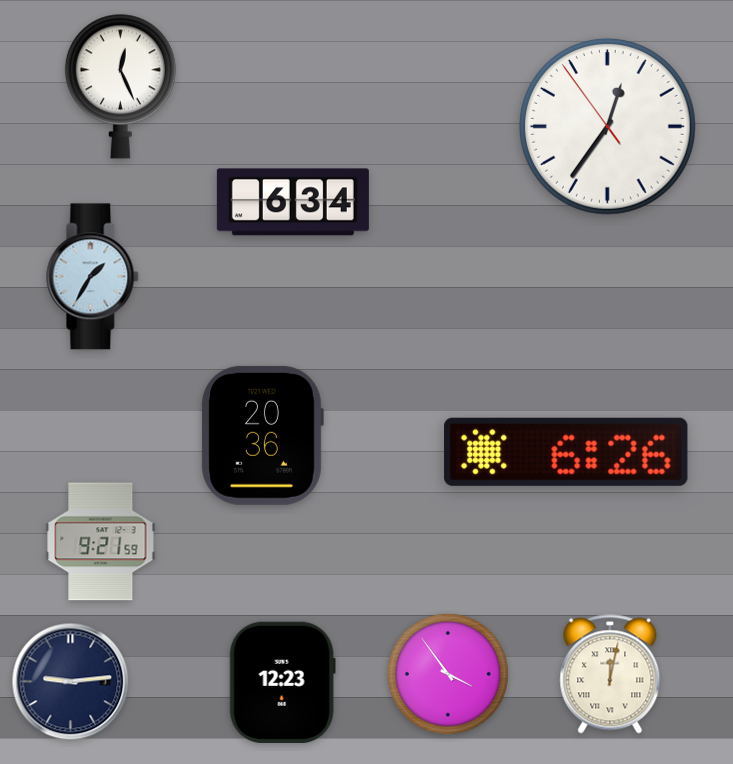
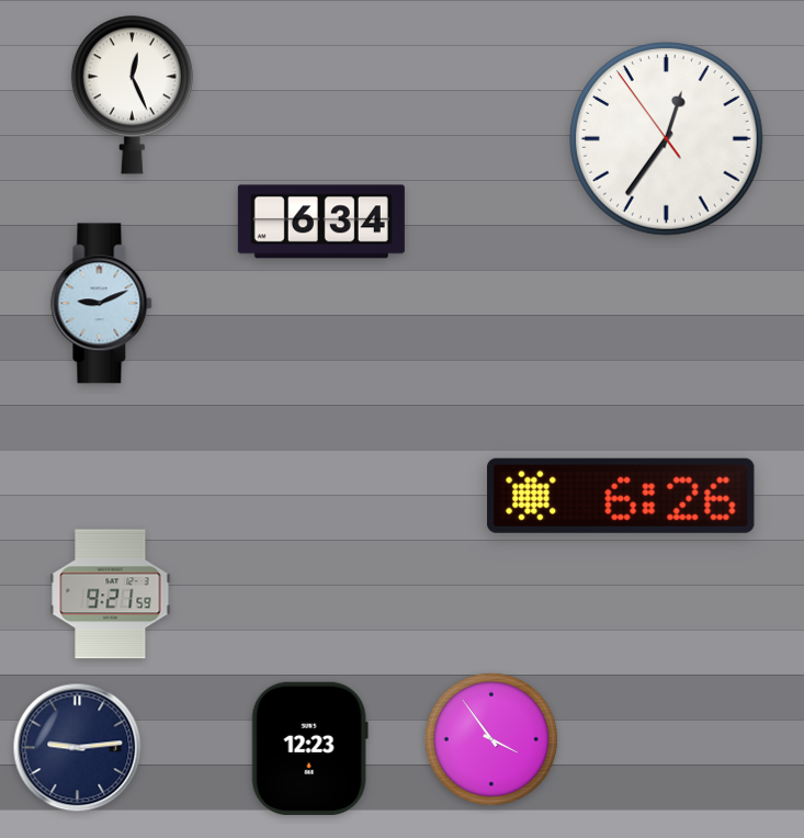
clock at (93, 277): 1:35 -> 9:11
clock at (262, 435): 20:36 -> none
clock at (610, 674): 12:02 -> none
